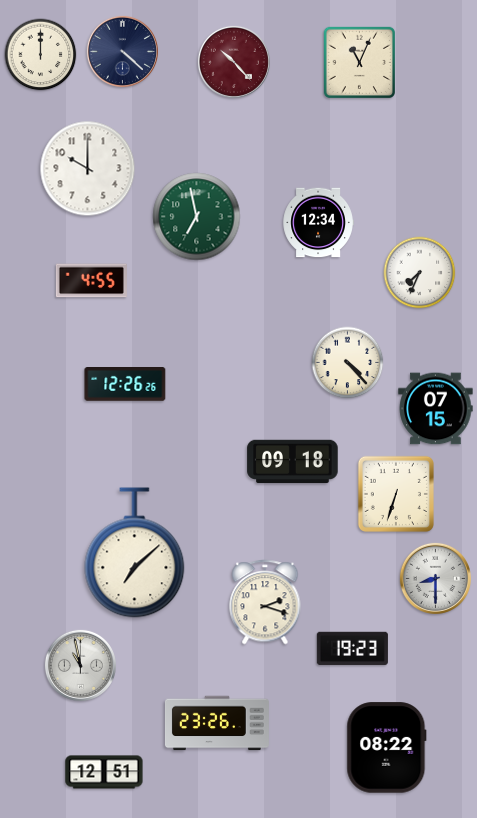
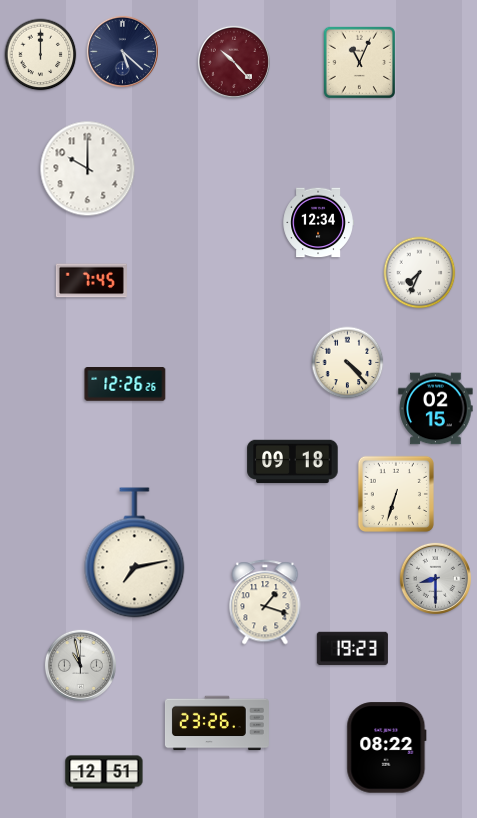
clock at (122, 51): 4:22 -> 5:22
clock at (197, 217): 6:58 -> none
clock at (91, 281): 4:55 -> 7:45
clock at (436, 409): 07:15 -> 02:15
clock at (135, 553): 7:08 -> 7:13
clock at (265, 602): 2:18 -> 1:18
